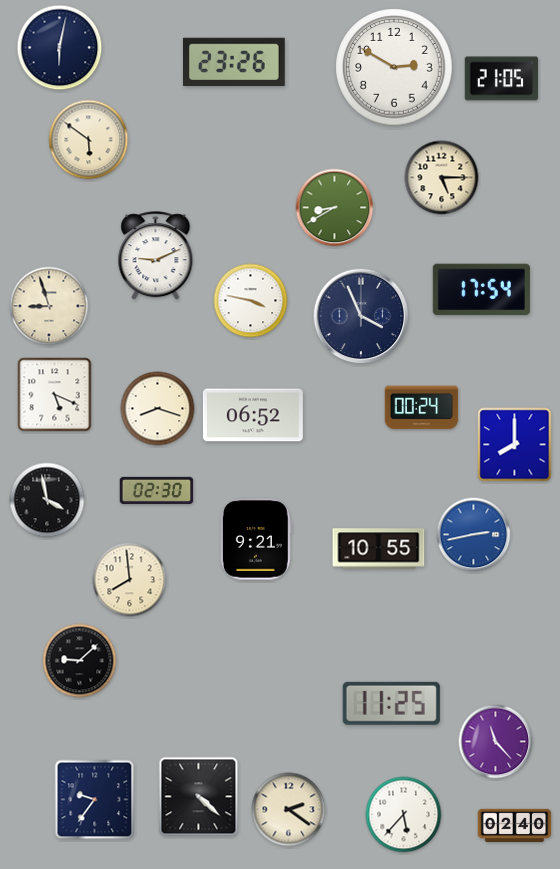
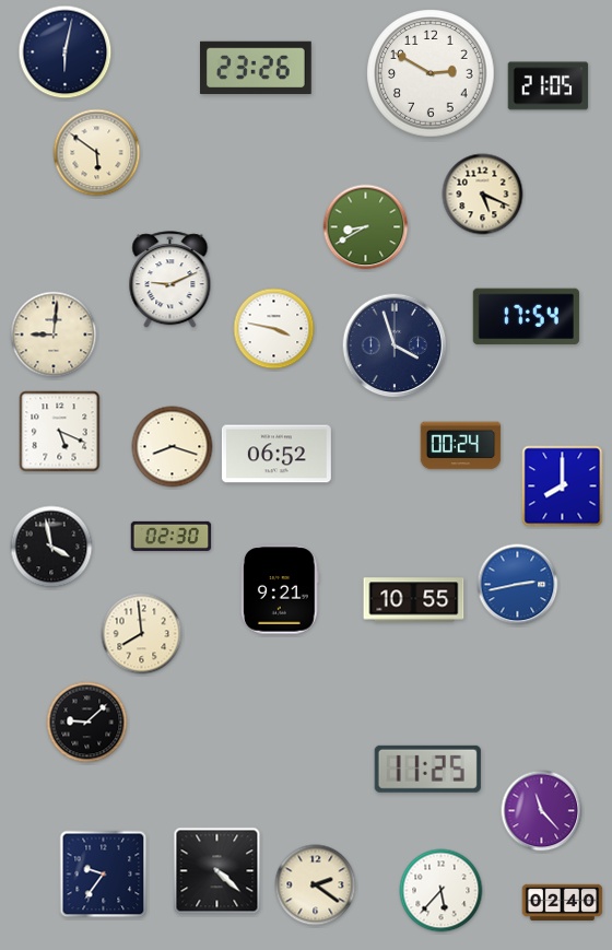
clock at (442, 178): 5:15 -> 5:19
clock at (49, 306): 8:57 -> 9:01
clock at (361, 316): 3:56 -> 3:57
